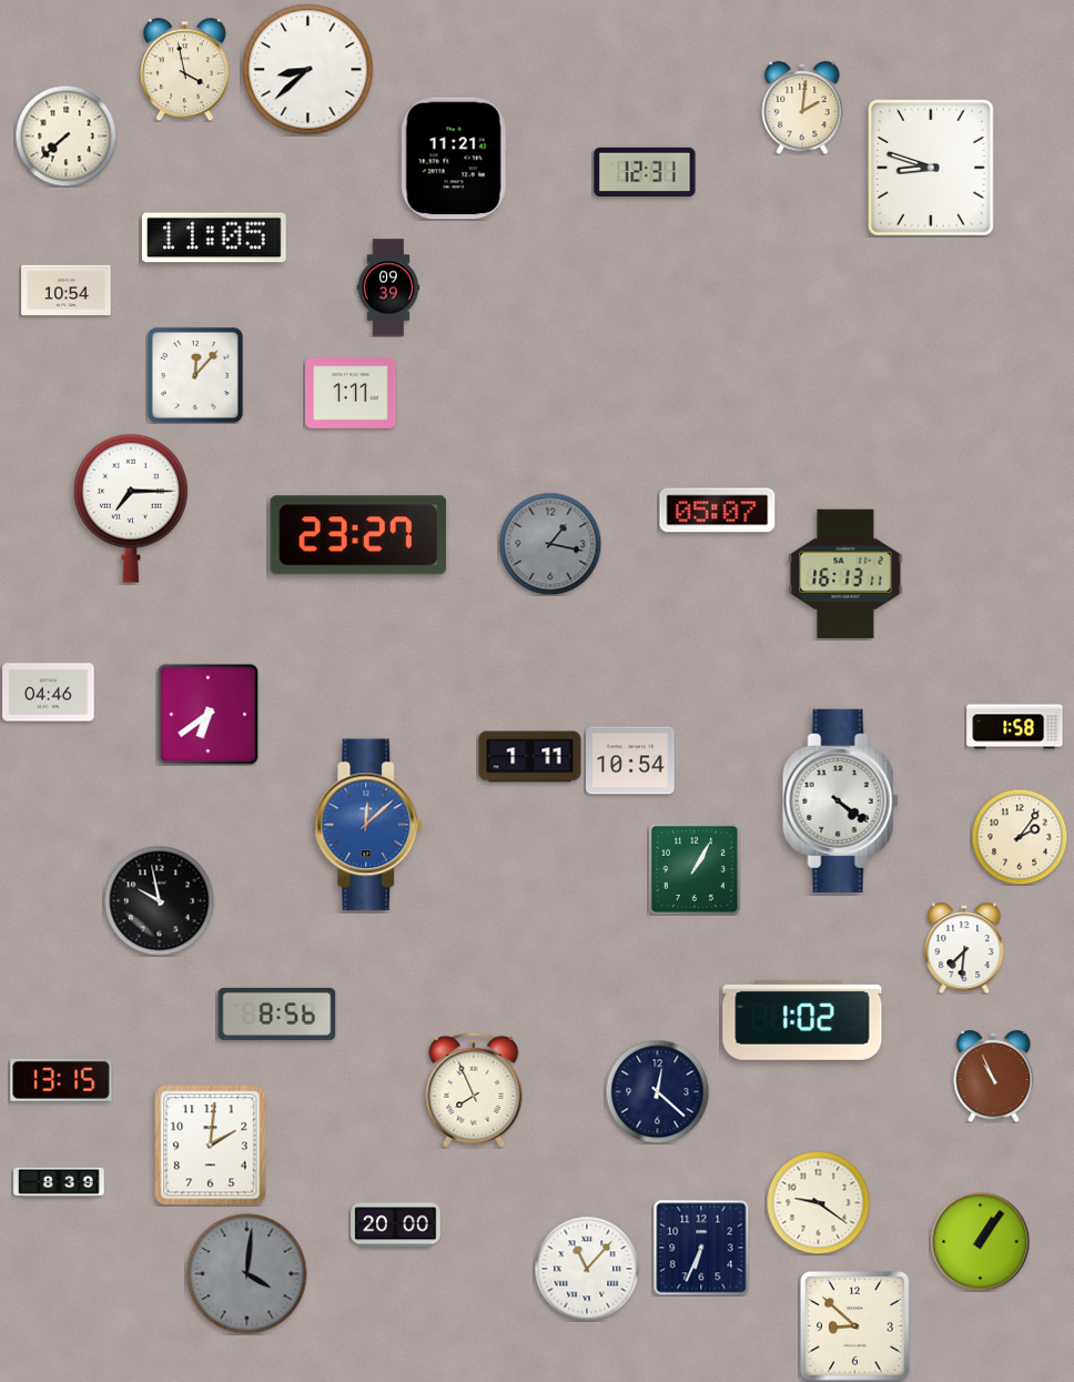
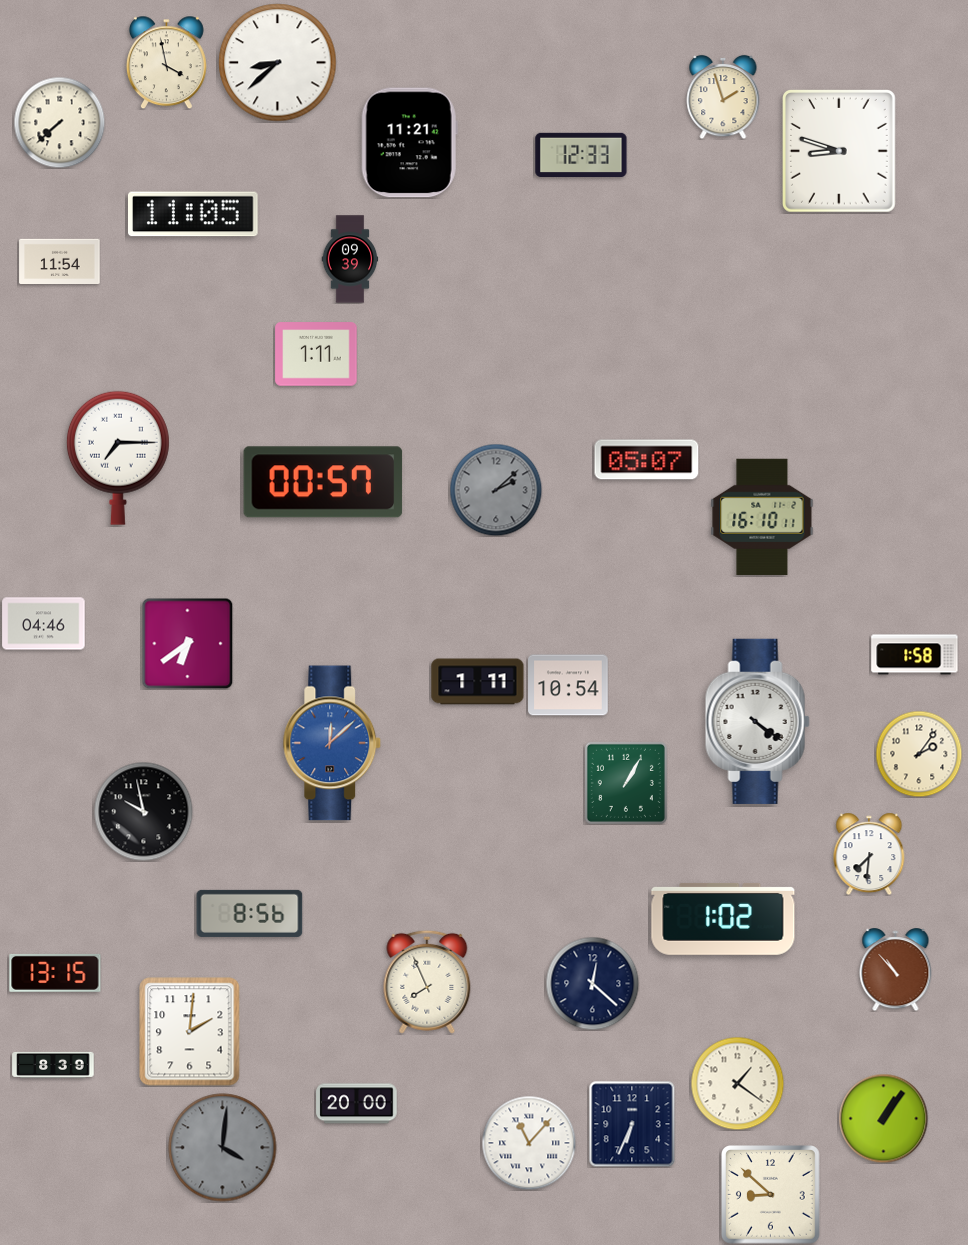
clock at (802, 108): 2:01 -> 1:57
clock at (645, 171): 12:31 -> 12:33
clock at (67, 290): 10:54 -> 11:54
clock at (195, 375): 12:07 -> none
clock at (358, 535): 23:27 -> 00:57
clock at (550, 544): 1:17 -> 2:08
clock at (845, 574): 16:13 -> 16:10
clock at (994, 1077): 10:56 -> 10:53
clock at (818, 1202): 9:21 -> 1:21
